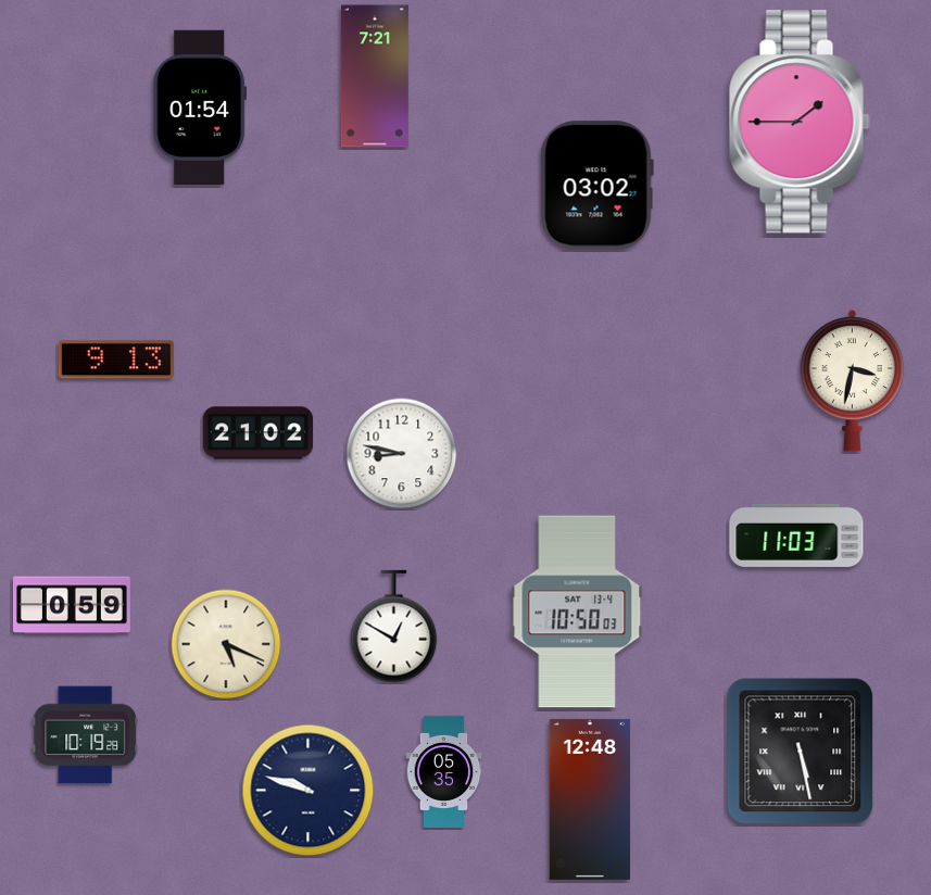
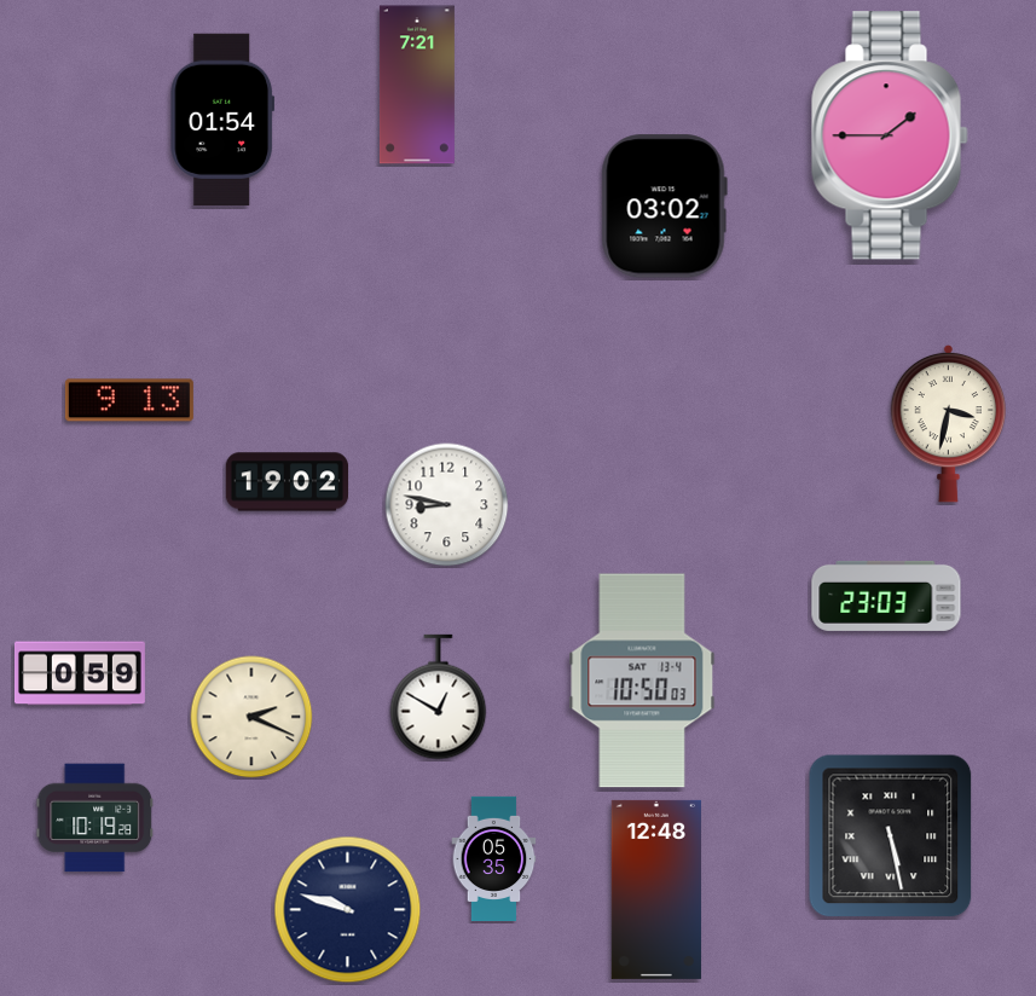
clock at (259, 433): 21:02 -> 19:02
clock at (796, 535): 11:03 -> 23:03
clock at (226, 644): 5:19 -> 2:19
clock at (309, 791) position: (309, 791) -> (348, 910)
